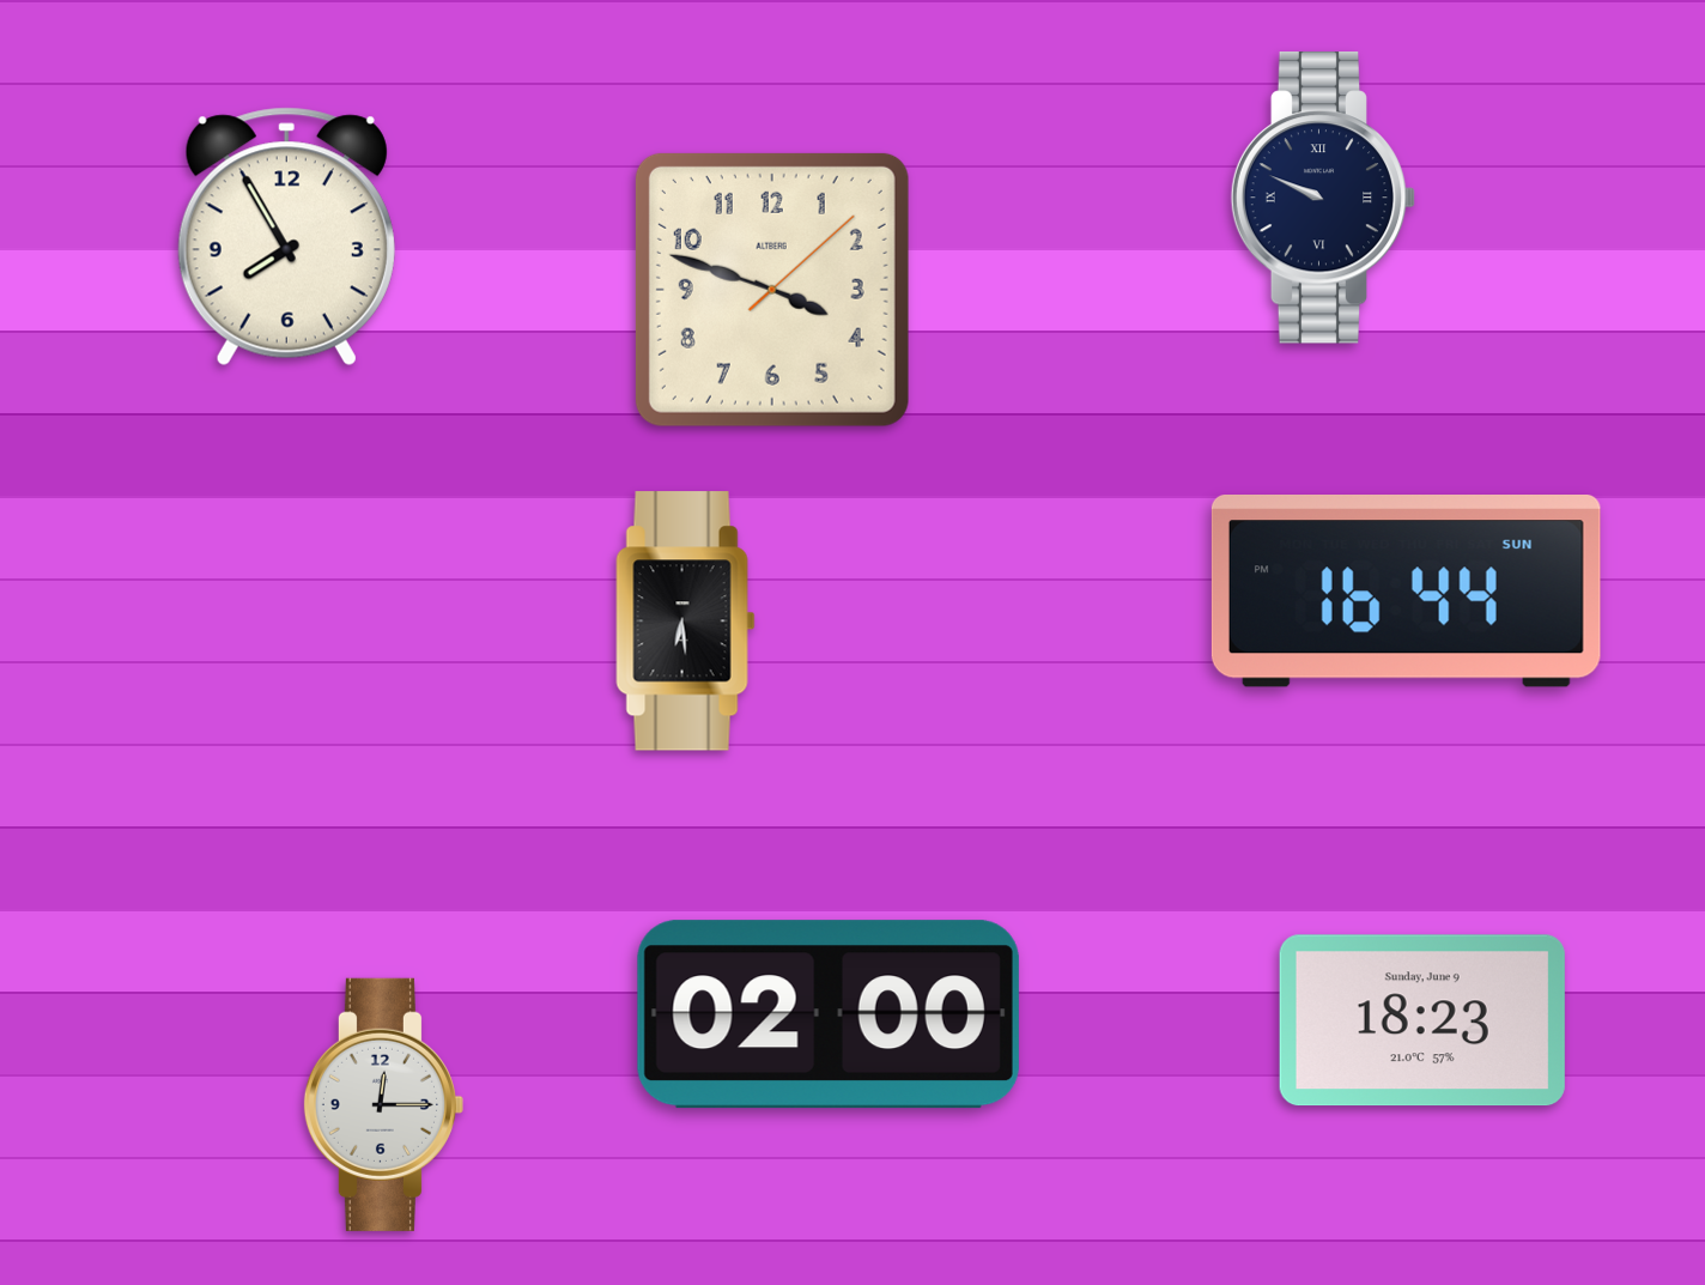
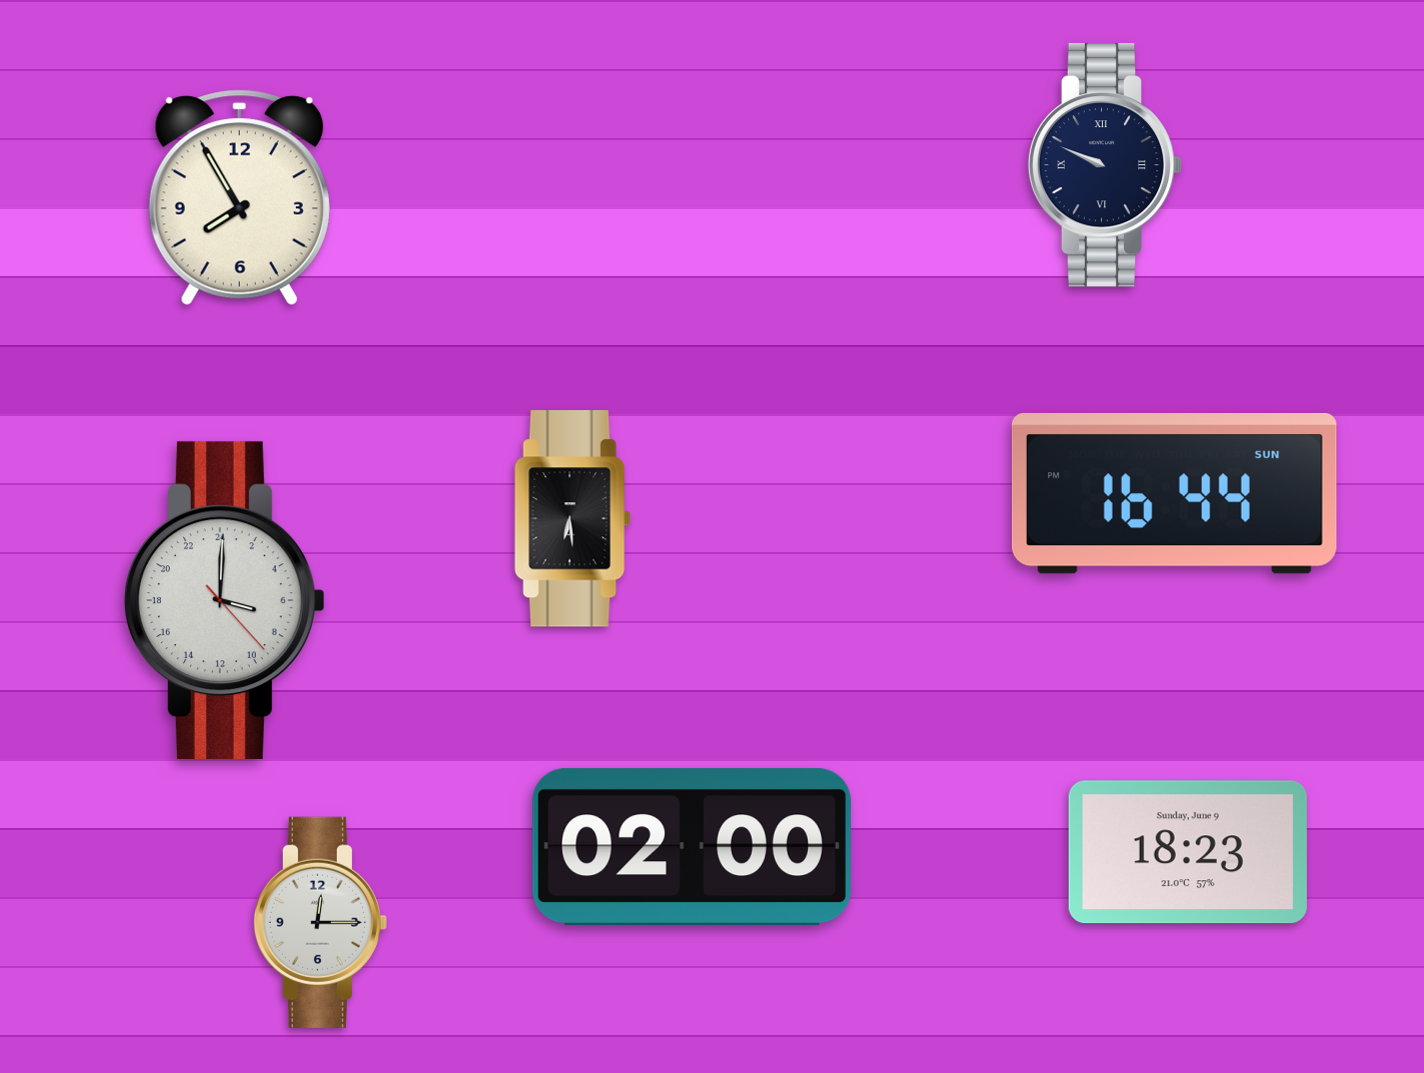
clock at (772, 290): 3:48 -> none
clock at (224, 600): none -> 7:00
